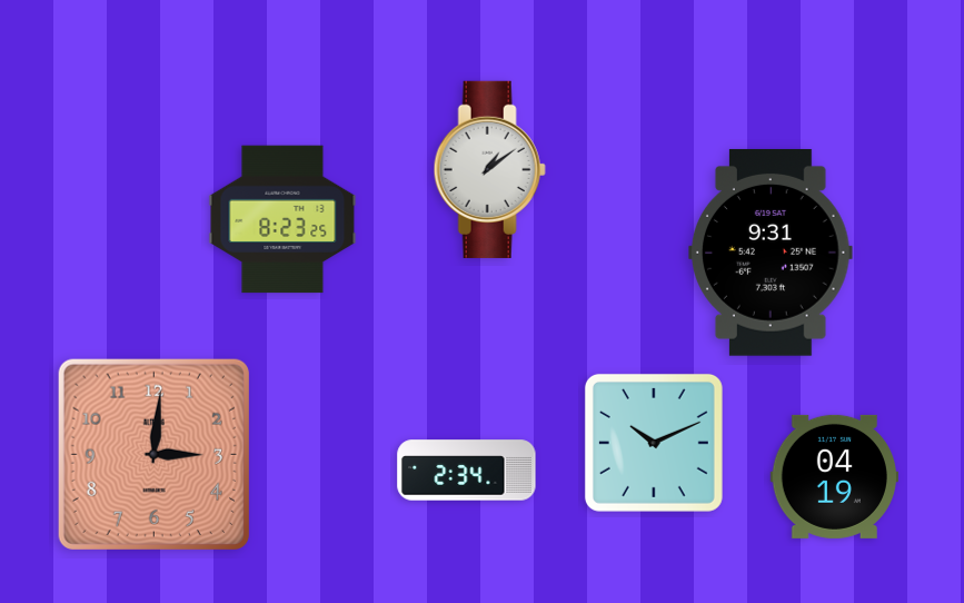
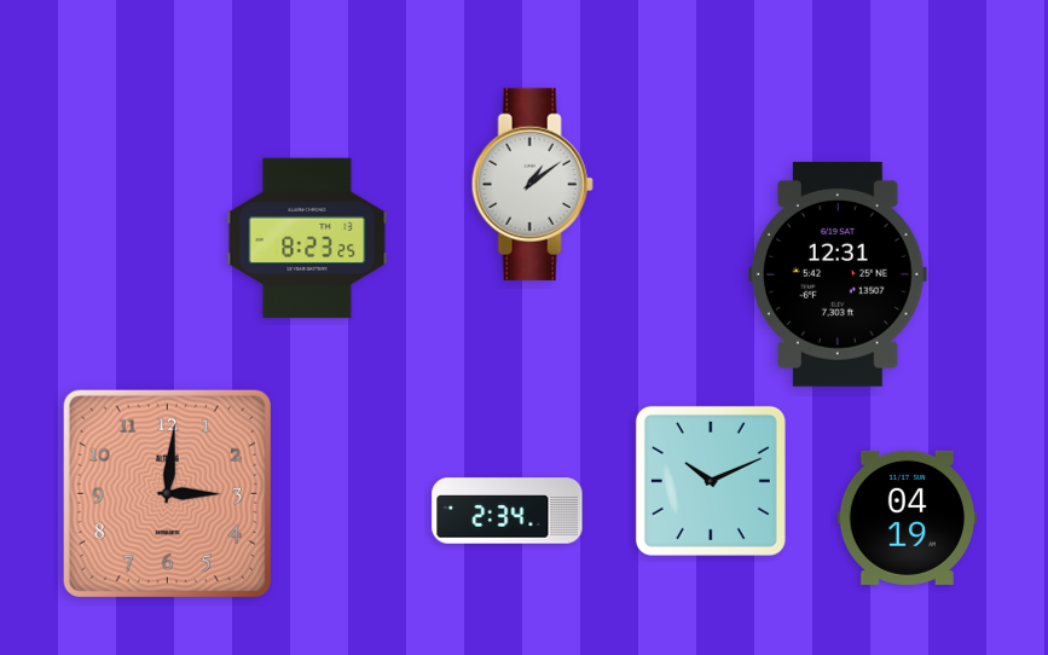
clock at (772, 253): 9:31 -> 12:31
